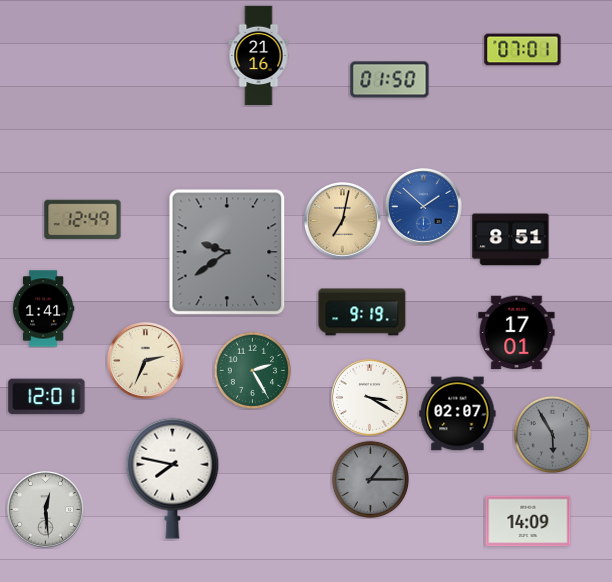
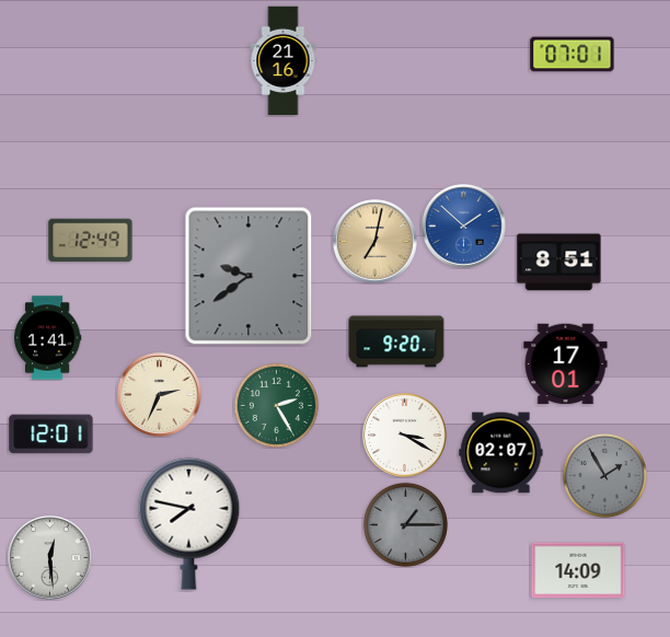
clock at (390, 80): 01:50 -> none
clock at (362, 312): 9:19 -> 9:20
clock at (552, 434): 5:55 -> 1:55
